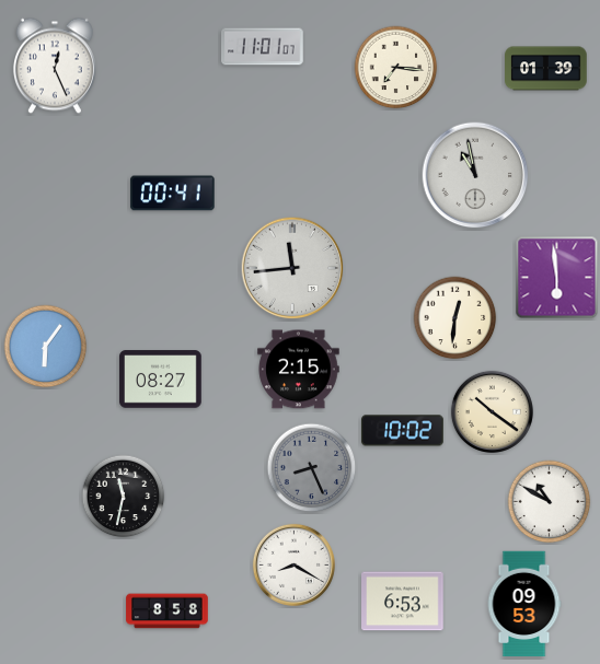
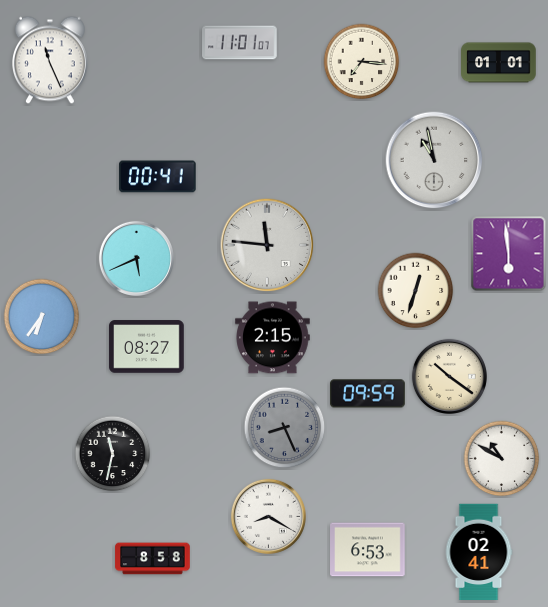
clock at (55, 66): 12:26 -> 11:26
clock at (546, 69): 01:39 -> 01:01
clock at (292, 268): 11:44 -> 11:46
clock at (136, 258): none -> 5:41
clock at (455, 318): 12:31 -> 12:33
clock at (46, 347): 6:06 -> 6:36
clock at (403, 431): 10:02 -> 09:59
clock at (524, 604): 09:53 -> 02:41
